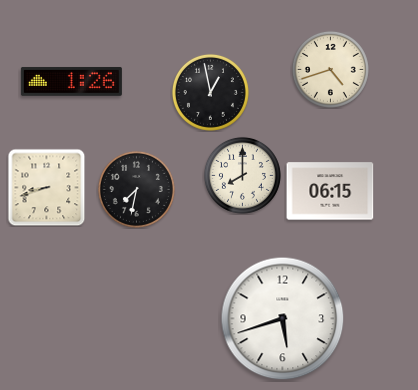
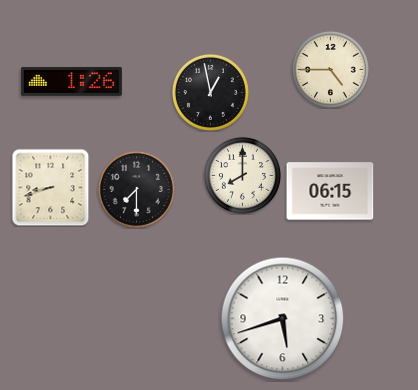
clock at (330, 69): 4:42 -> 4:45
clock at (46, 187) position: (46, 187) -> (50, 187)
clock at (136, 189): 7:32 -> 7:30
